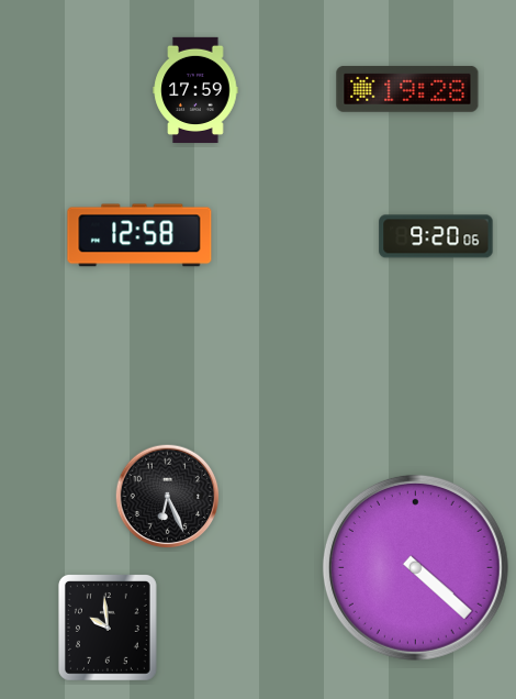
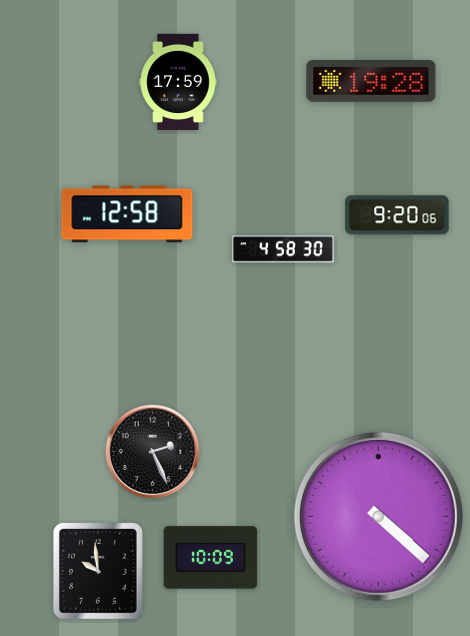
clock at (283, 249): none -> 4:58
clock at (168, 497): 6:26 -> 2:26
clock at (211, 558): none -> 10:09
